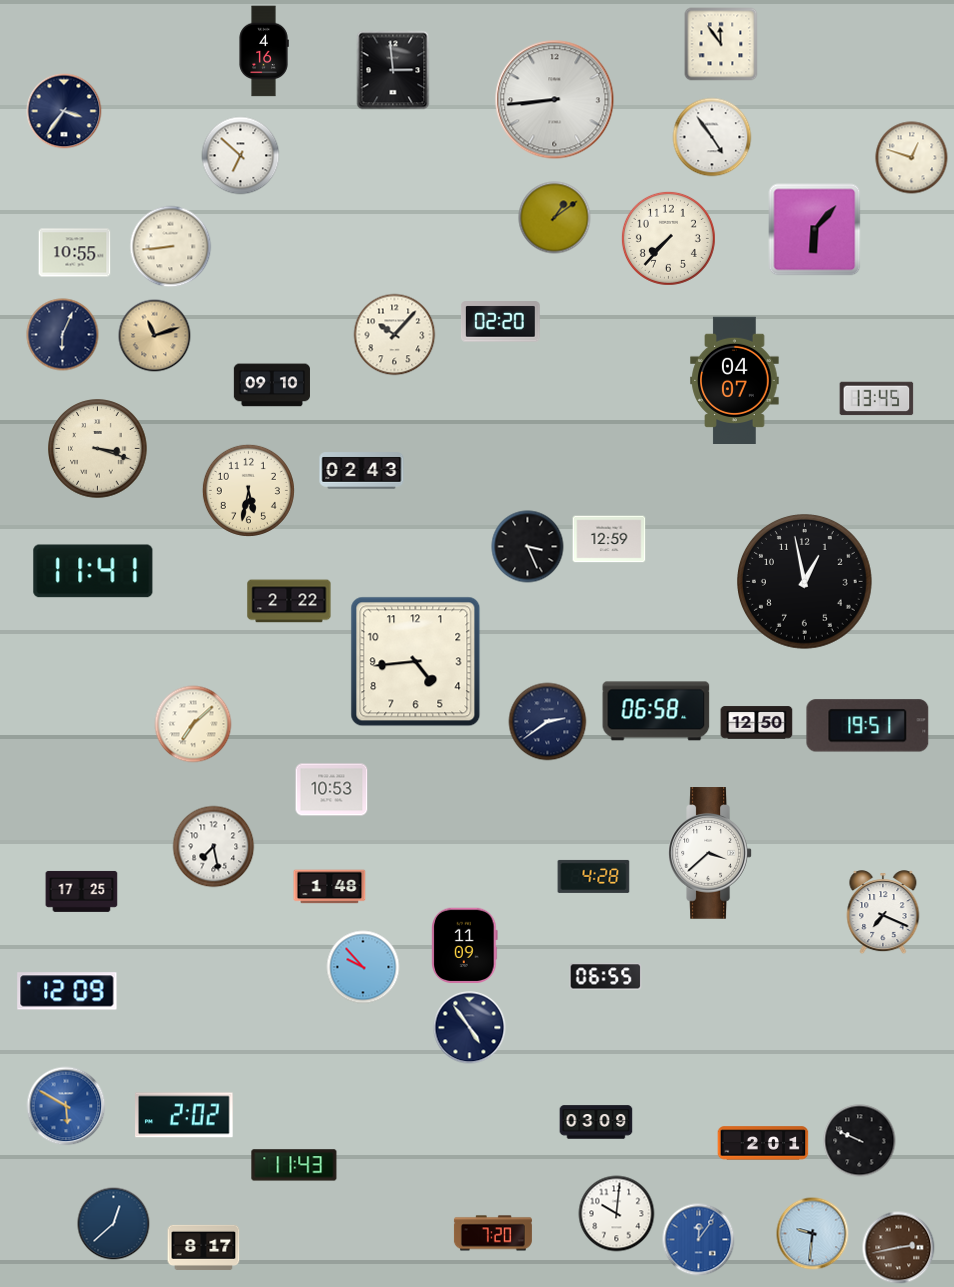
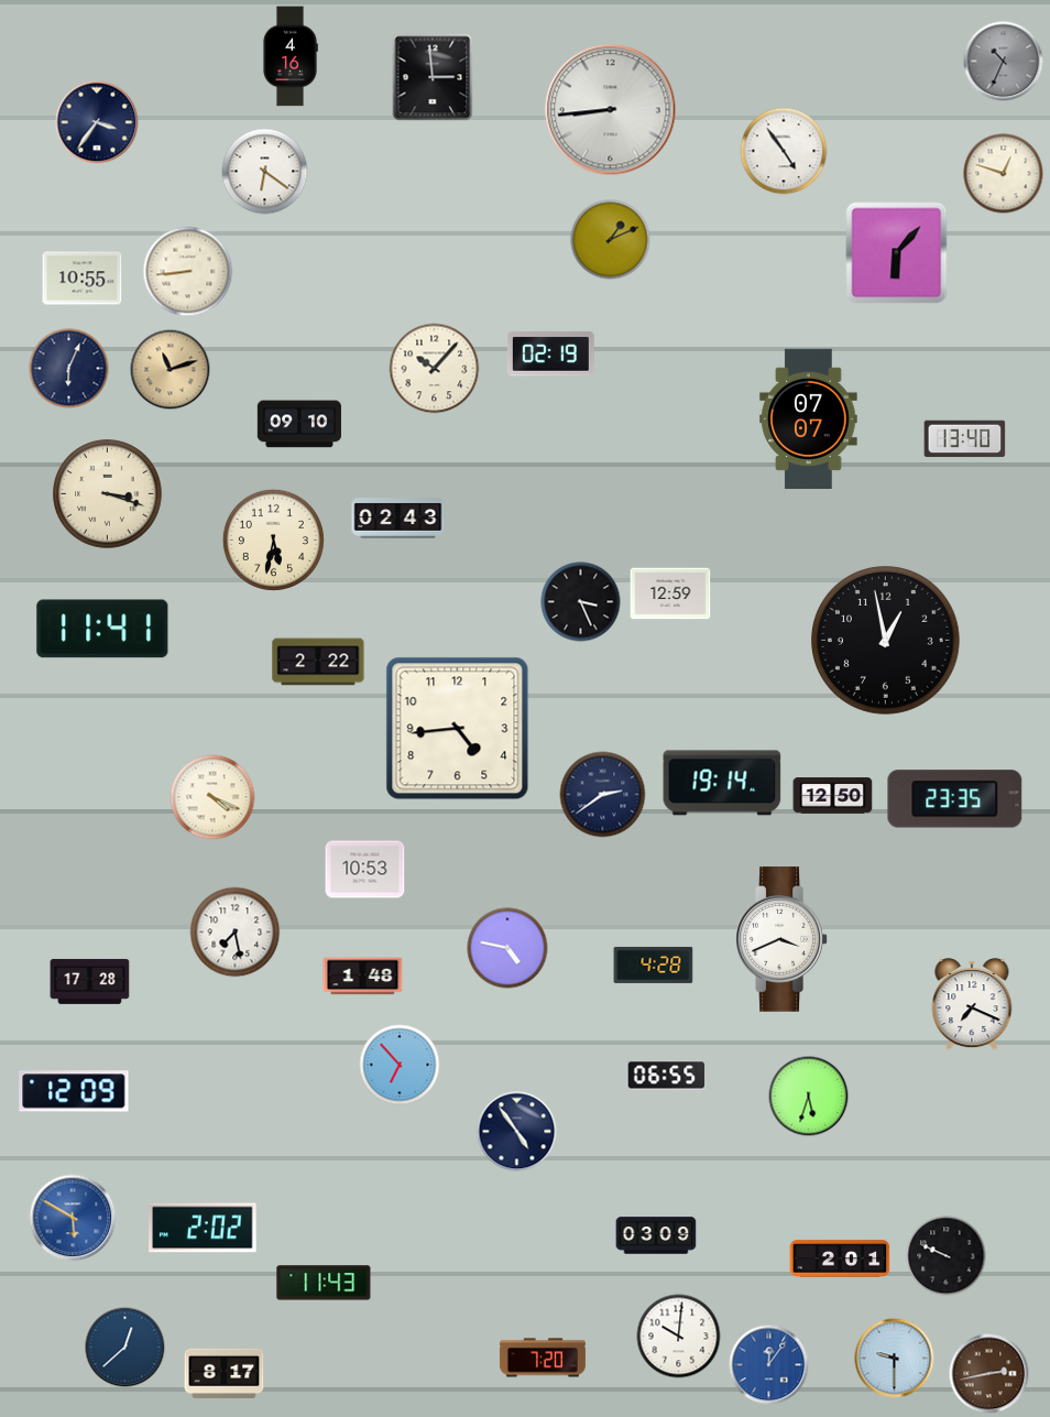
clock at (721, 44): 11:54 -> none
clock at (1004, 62): none -> 10:34
clock at (64, 111) position: (64, 111) -> (97, 122)
clock at (241, 156): 6:52 -> 6:21
clock at (555, 218): 1:09 -> 1:11
clock at (668, 238): 7:37 -> none
clock at (500, 322): 02:20 -> 02:19
clock at (735, 380): 04:07 -> 07:07
clock at (877, 399): 13:45 -> 13:40
clock at (656, 711): 06:58 -> 19:14
clock at (193, 724): 7:08 -> 4:19
clock at (868, 726): 19:51 -> 23:35
clock at (710, 853): 3:38 -> 3:41
clock at (507, 948): none -> 4:47
clock at (82, 891): 17:25 -> 17:28
clock at (465, 945): 11:09 -> none
clock at (363, 967): 9:53 -> 6:53
clock at (809, 1097): none -> 5:33
clock at (813, 1234): 9:31 -> 9:30
